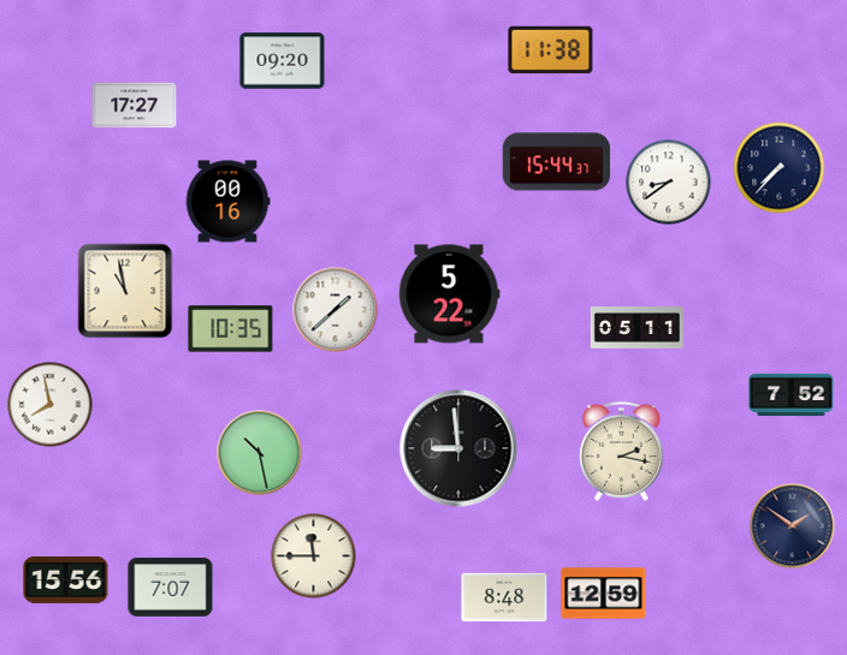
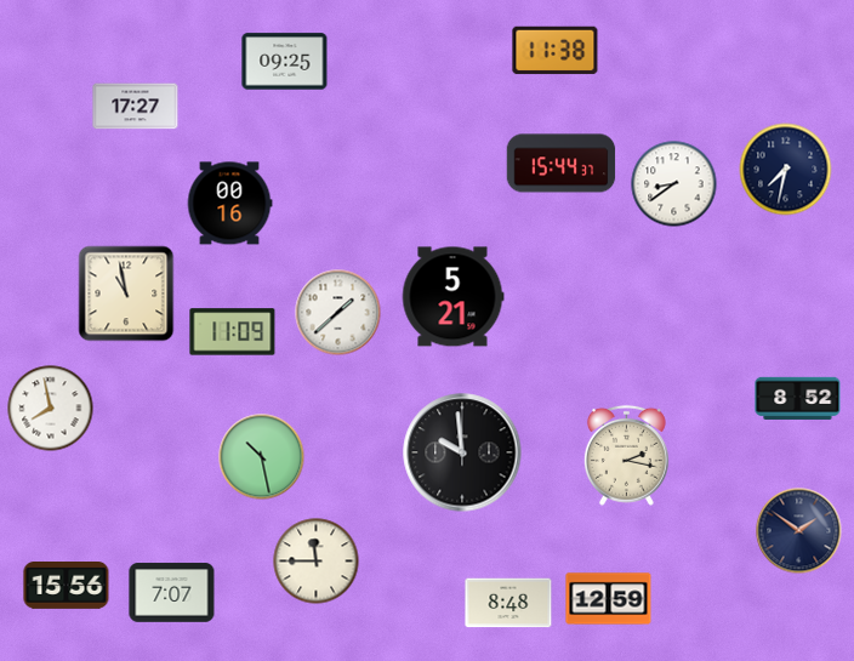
clock at (283, 61): 09:20 -> 09:25
clock at (780, 168): 7:37 -> 7:32
clock at (449, 294): 5:22 -> 5:21
clock at (636, 328): 05:11 -> none
clock at (231, 329): 10:35 -> 11:09
clock at (792, 394): 7:52 -> 8:52
clock at (458, 448): 8:59 -> 9:59
